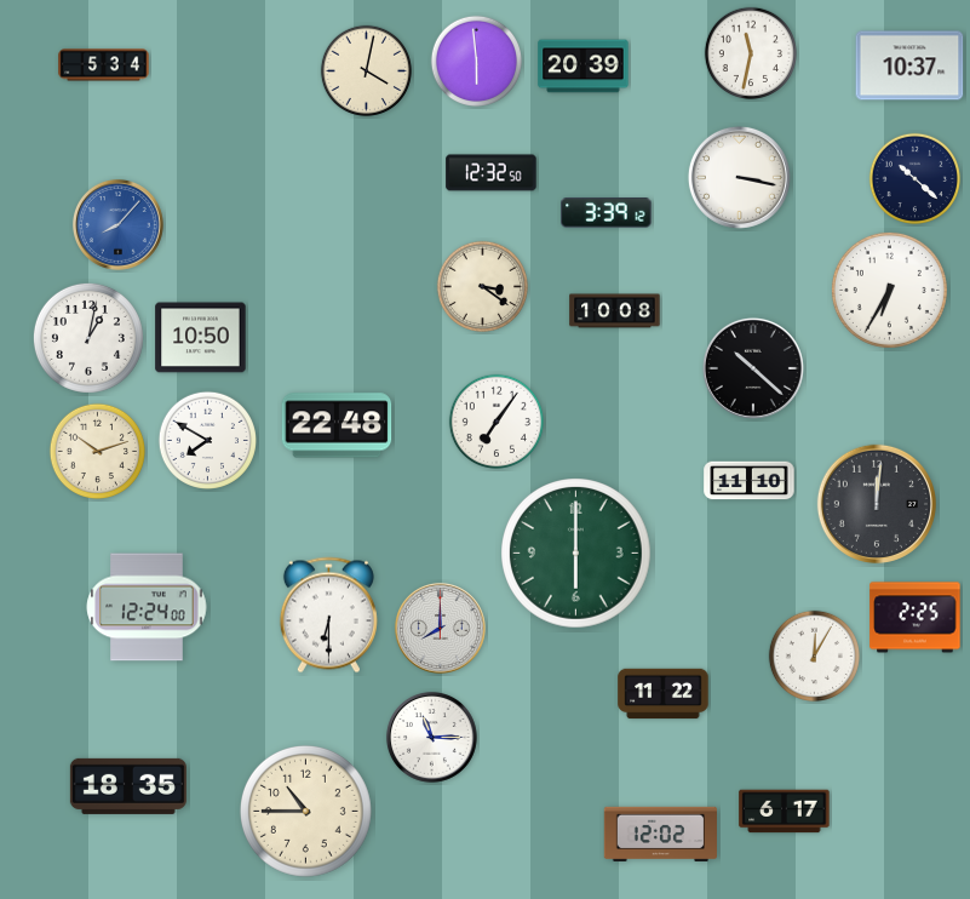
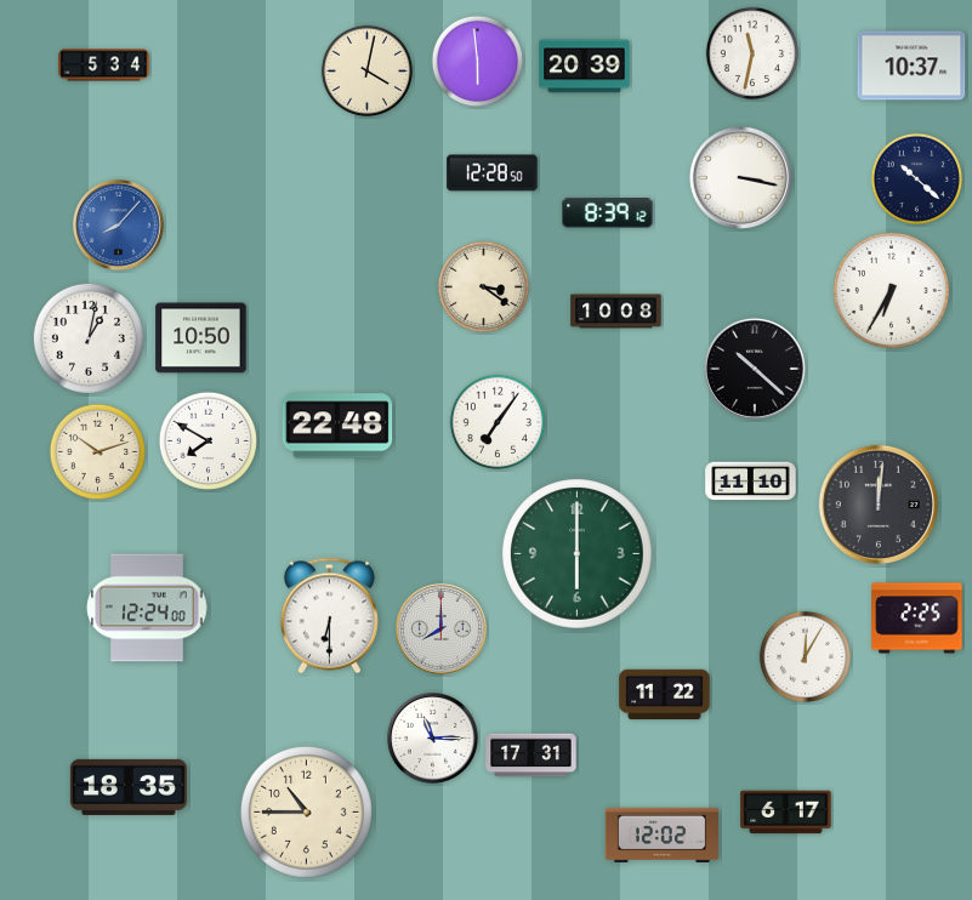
clock at (492, 173): 12:32 -> 12:28
clock at (607, 213): 3:39 -> 8:39
clock at (815, 657) position: (815, 657) -> (806, 657)
clock at (532, 756): none -> 17:31
